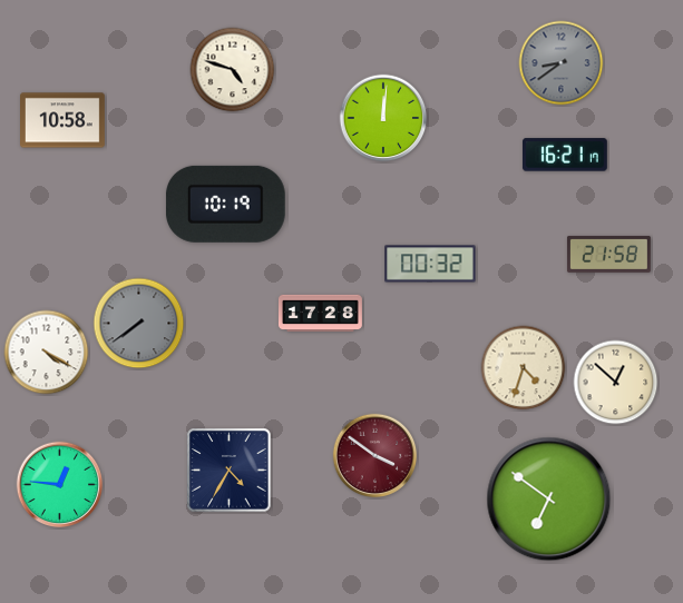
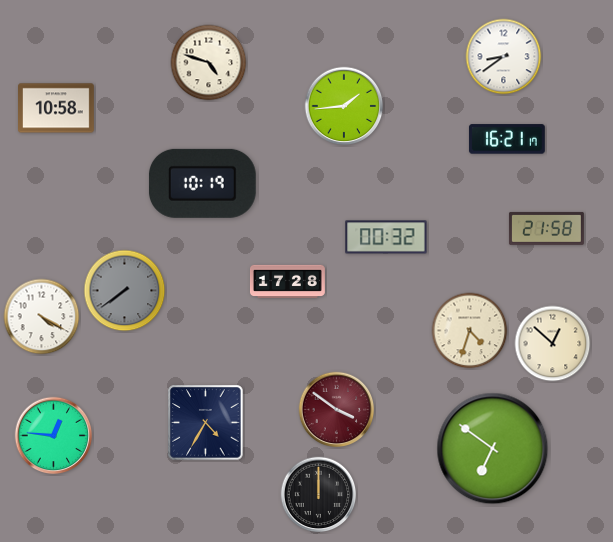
clock at (562, 63) dial: grey -> white
clock at (383, 118): 12:01 -> 1:44
clock at (319, 495): none -> 12:00
